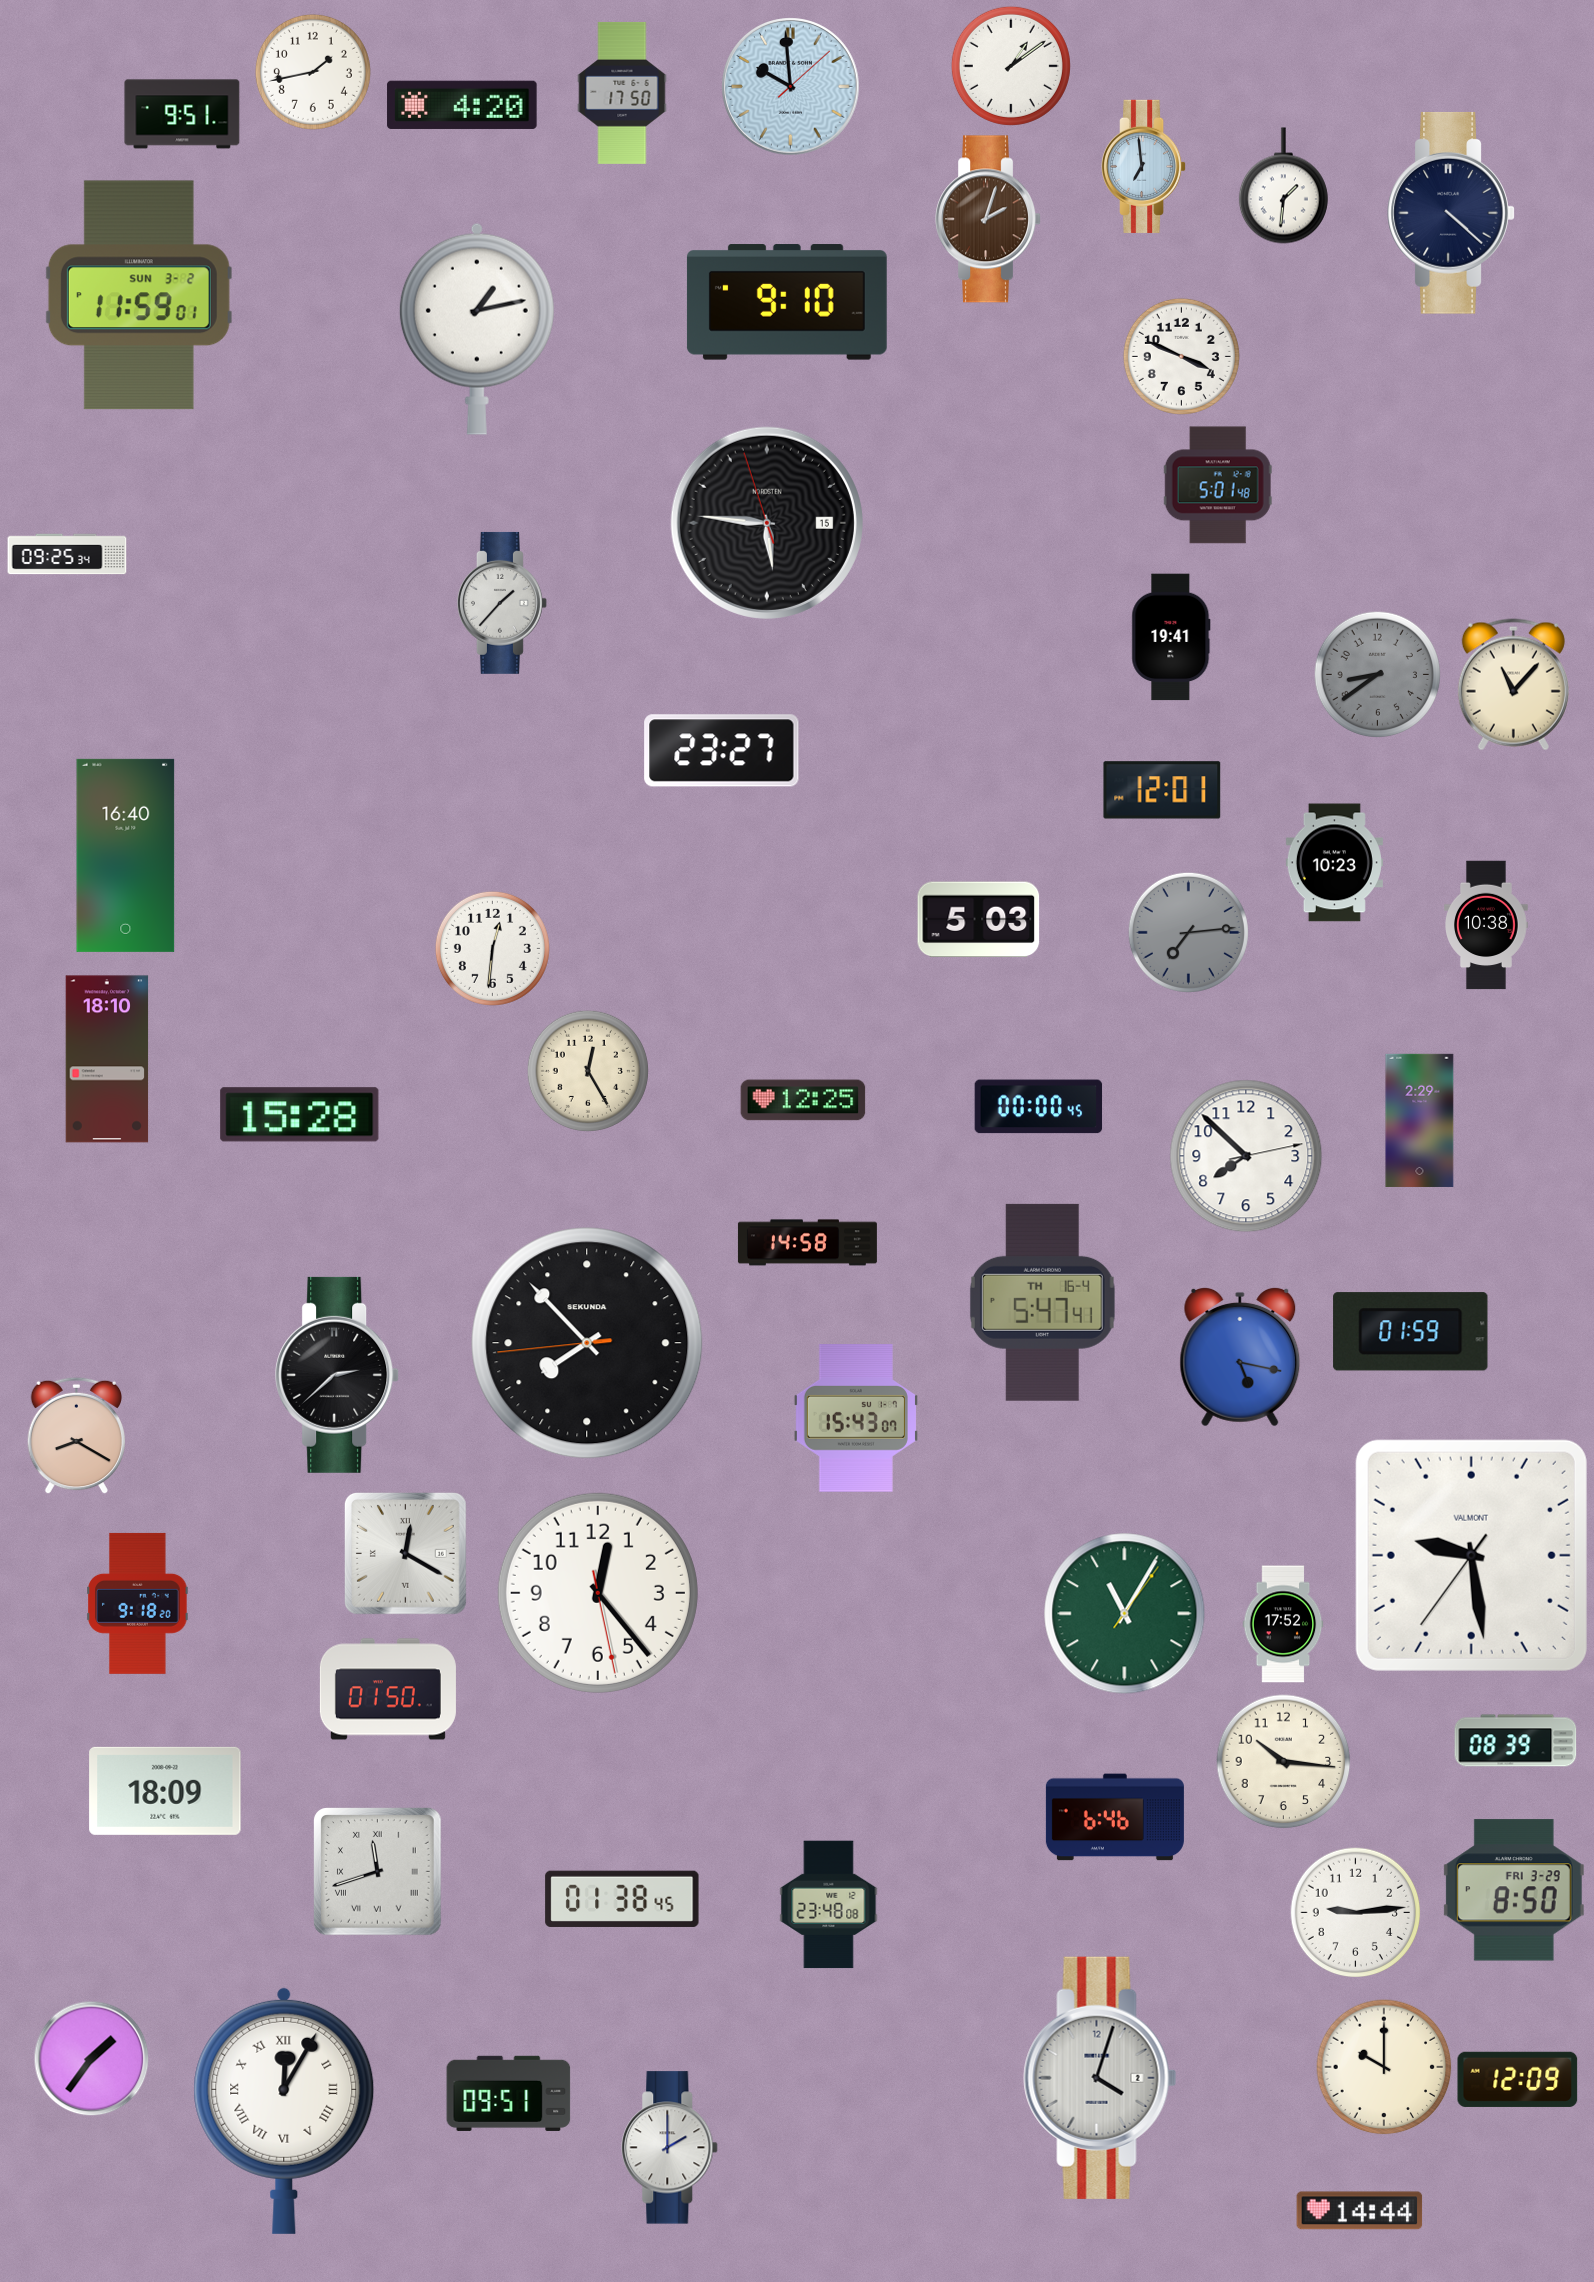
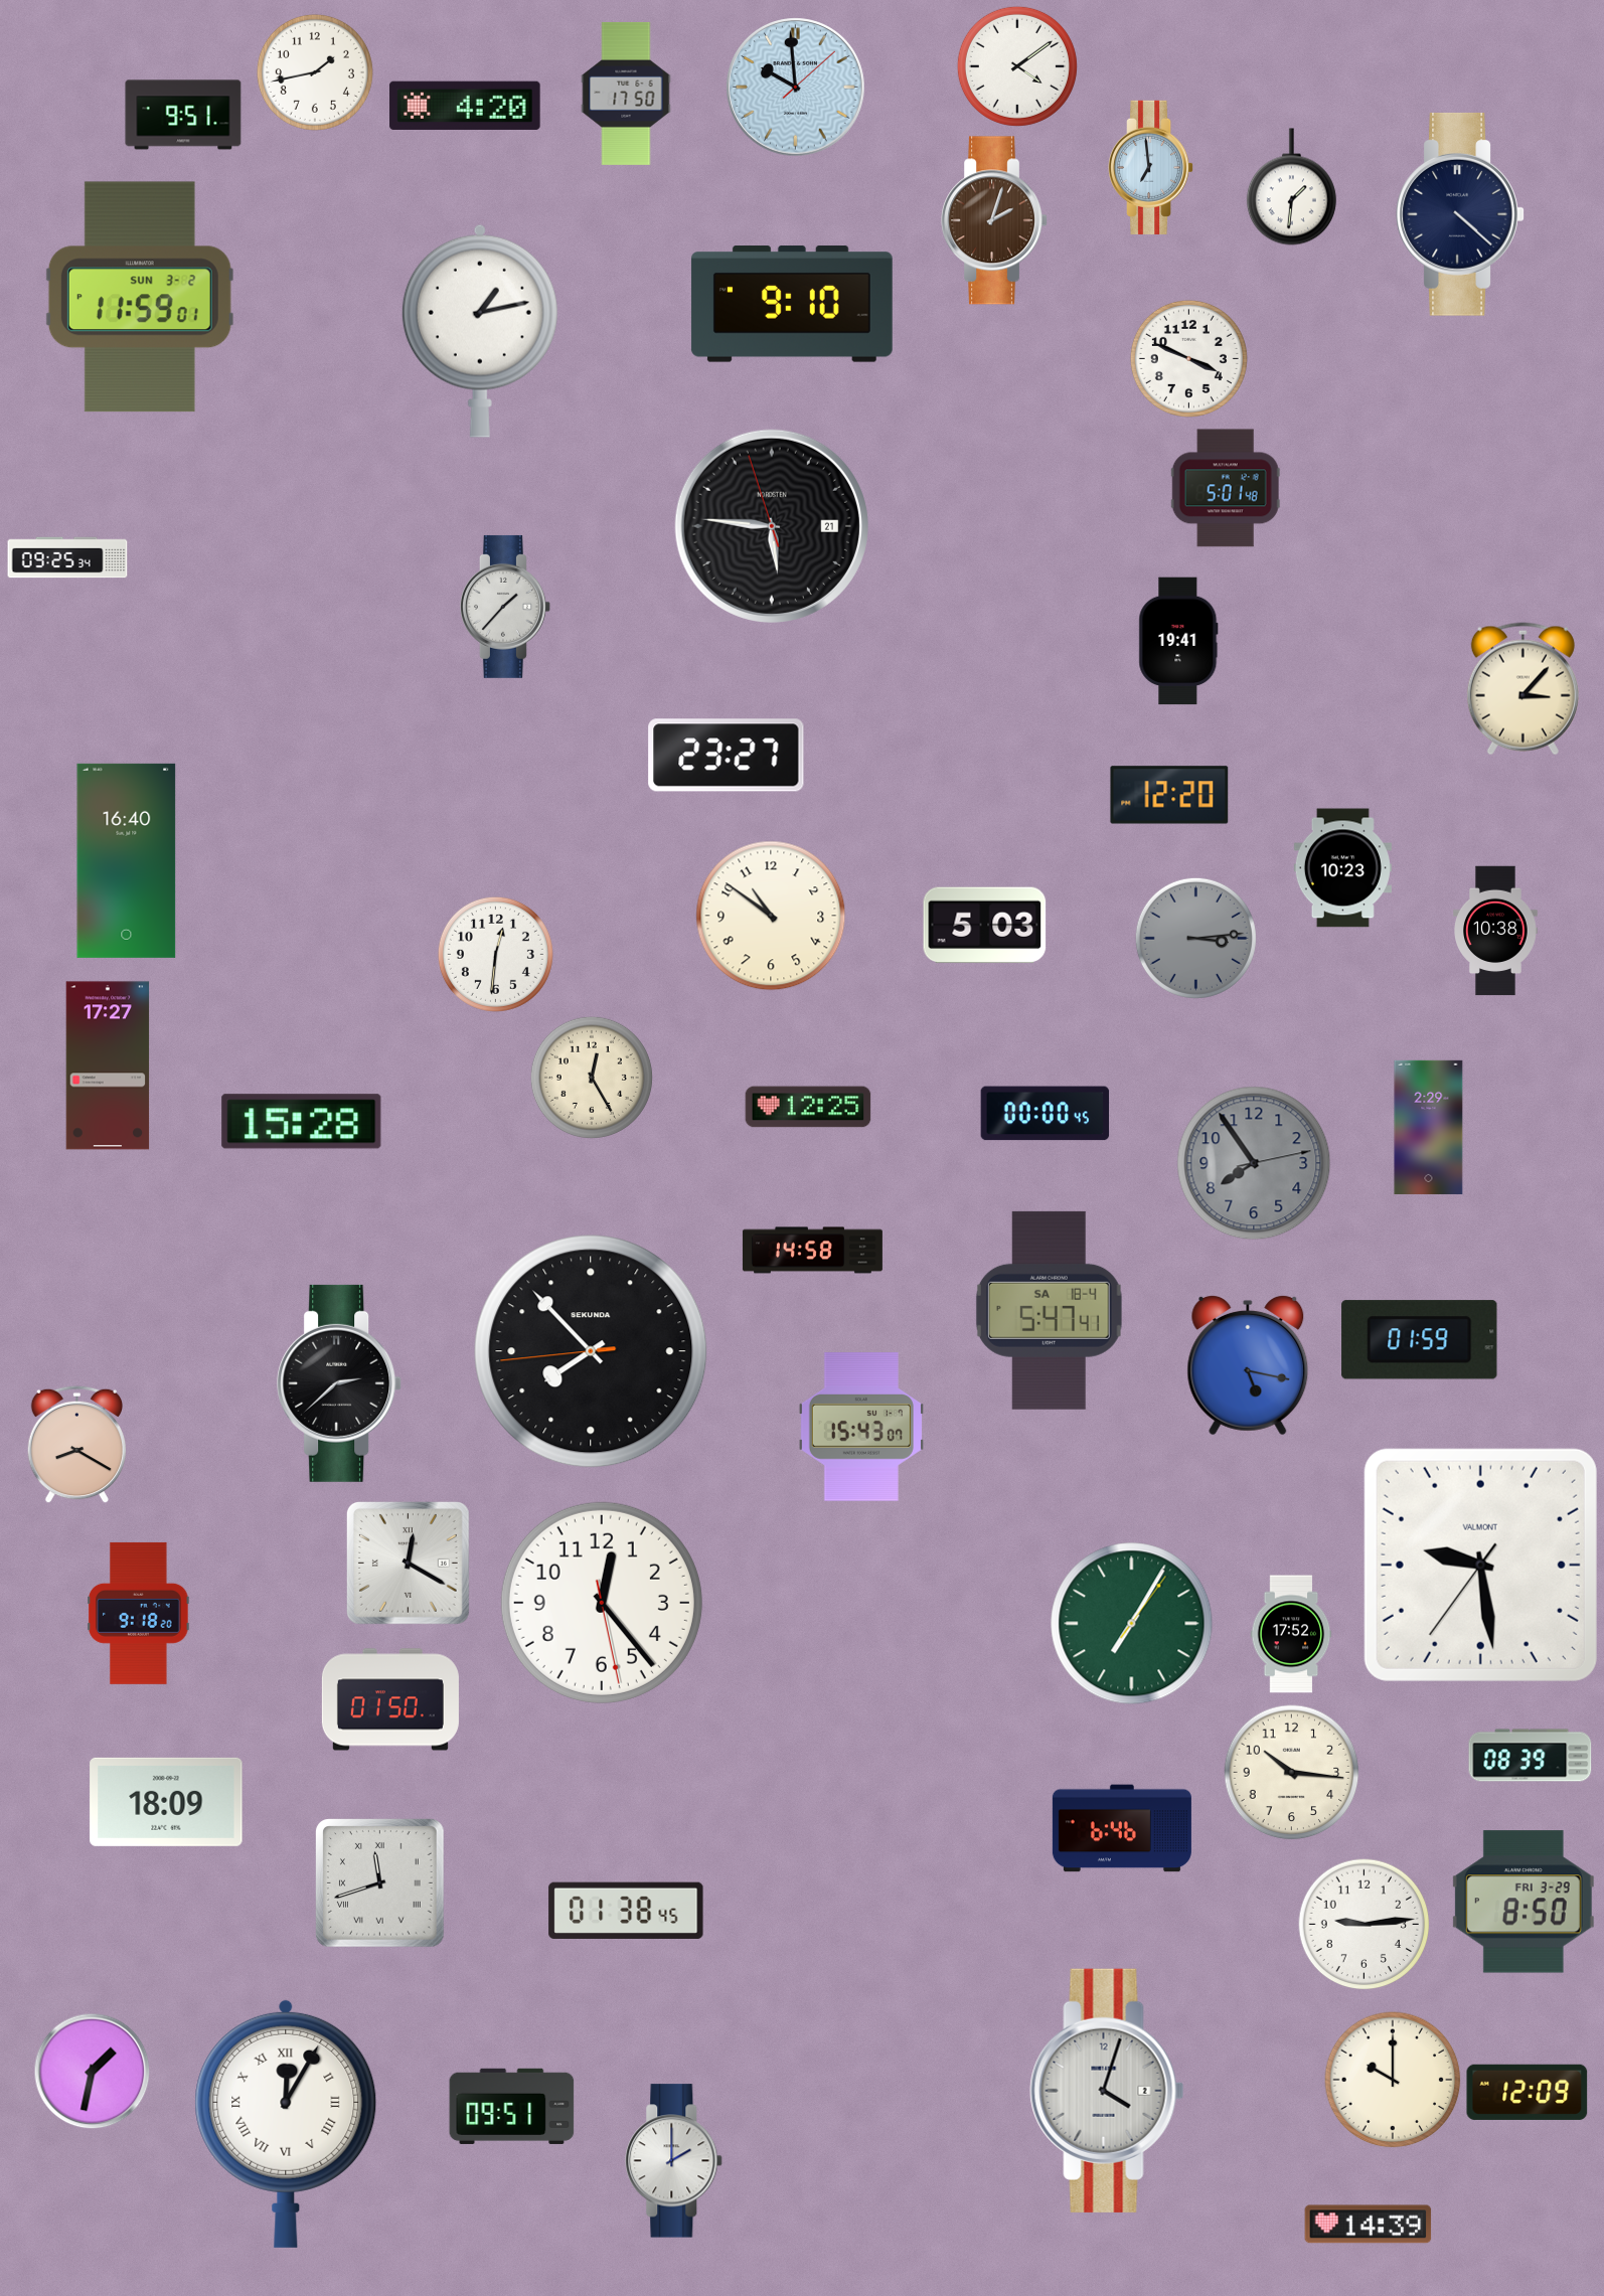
clock at (1011, 66): 1:09 -> 4:09
clock at (767, 523) date: 15 -> 21
clock at (1377, 674): 8:39 -> none
clock at (1513, 685): 11:07 -> 3:07
clock at (1162, 790): 12:01 -> 12:20
clock at (771, 916): none -> 10:51
clock at (1188, 932): 7:14 -> 3:14
clock at (107, 1059): 18:10 -> 17:27
clock at (1246, 1156): 7:52 -> 7:54
clock at (1246, 1156) dial: white -> grey
clock at (1042, 1302) date: TH 16-4 -> SA 18-4
clock at (1125, 1614): 11:05 -> 7:05
clock at (1516, 1741) position: (1516, 1741) -> (1531, 1756)
clock at (829, 1905): 23:48 -> none
clock at (91, 2058): 1:36 -> 1:32
clock at (1360, 2211): 14:44 -> 14:39
